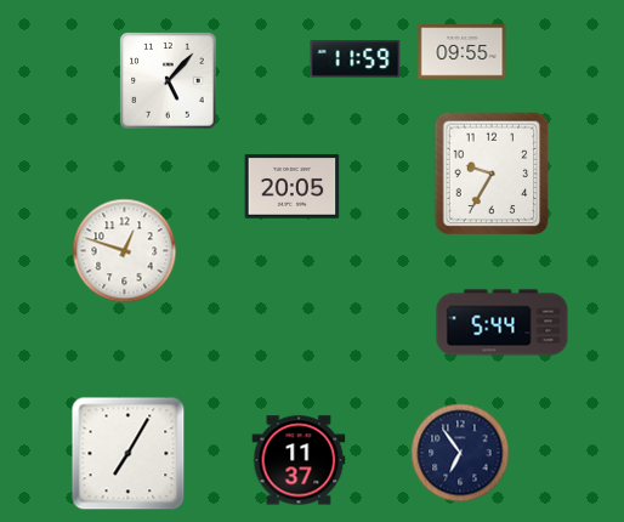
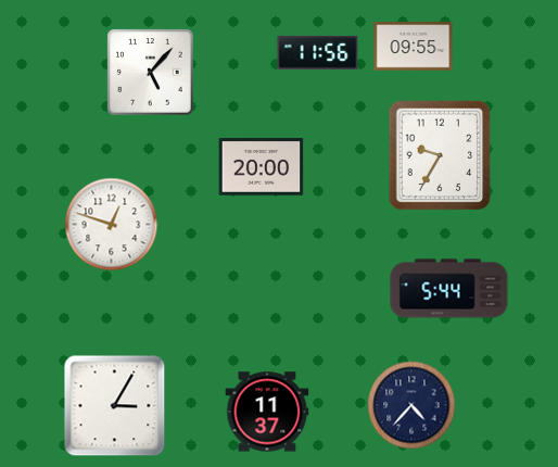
clock at (356, 59): 11:59 -> 11:56
clock at (293, 187): 20:05 -> 20:00
clock at (460, 453): 6:54 -> 4:37
clock at (129, 454): 7:05 -> 3:05
